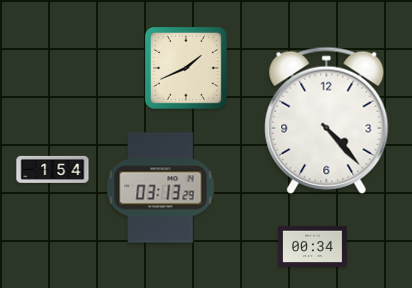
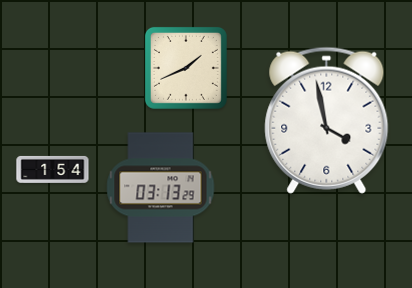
clock at (327, 120): 4:23 -> 3:58
clock at (313, 247): 00:34 -> none
